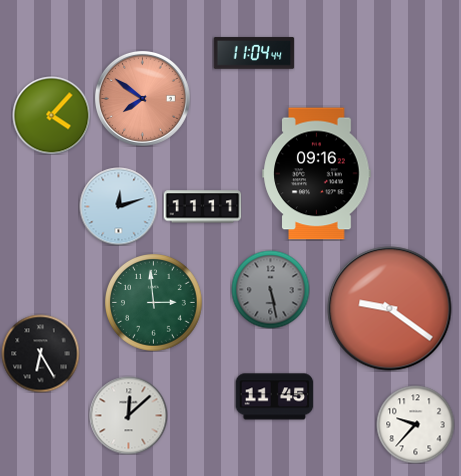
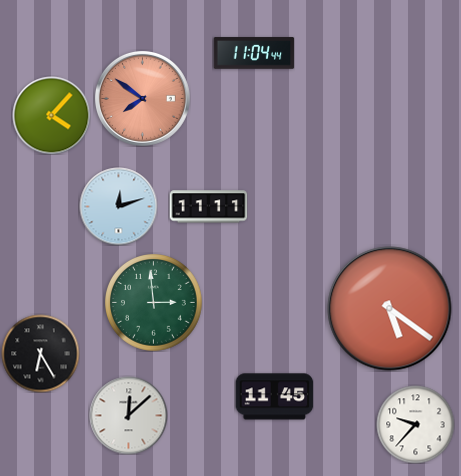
clock at (317, 174): 09:16 -> none
clock at (202, 207) position: (202, 207) -> (208, 207)
clock at (270, 289): 5:28 -> none
clock at (390, 309): 9:21 -> 5:21
